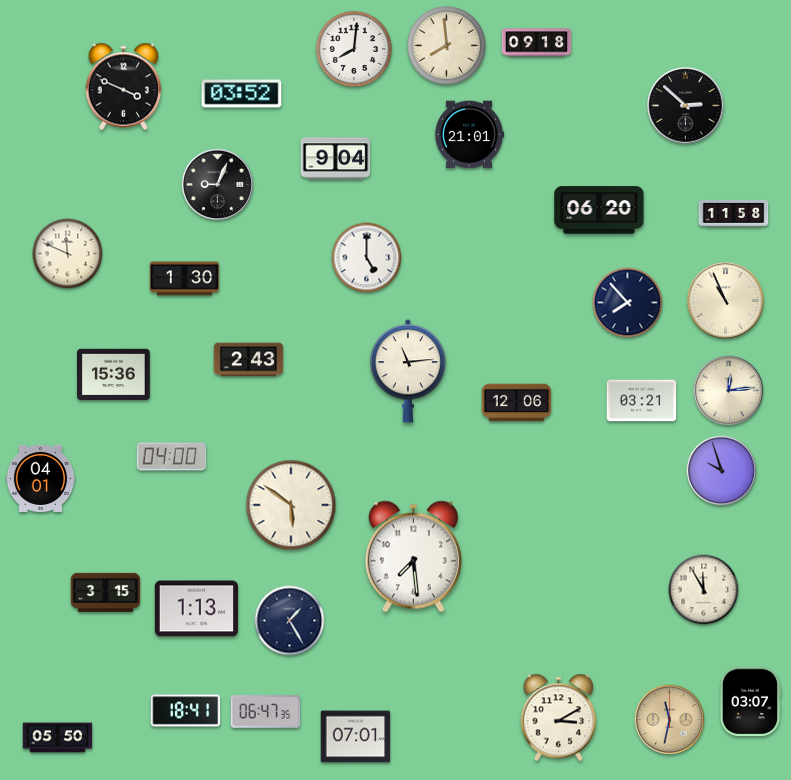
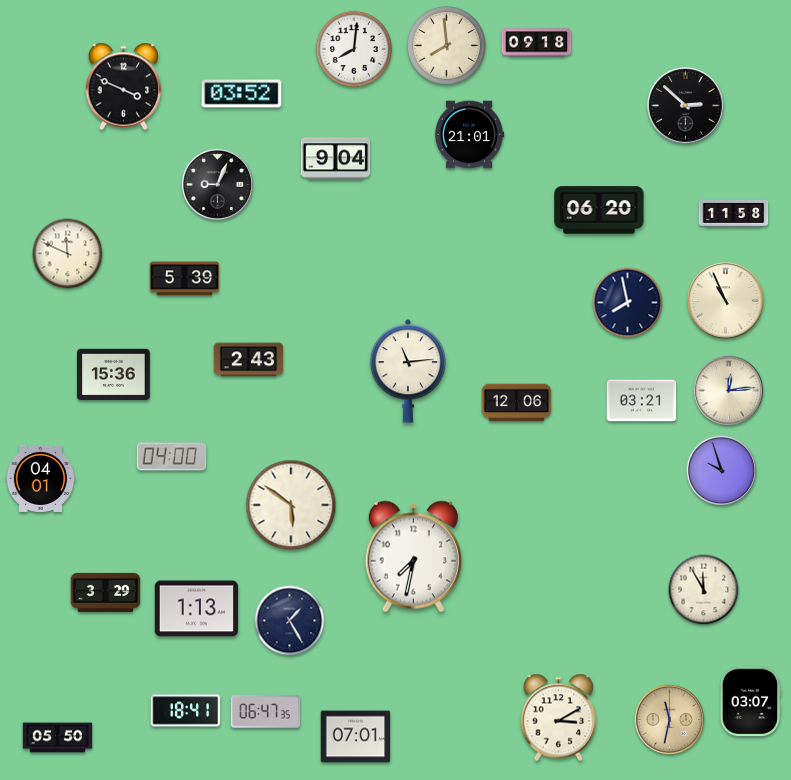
clock at (367, 258): 5:00 -> none
clock at (185, 279): 1:30 -> 5:39
clock at (628, 303): 7:53 -> 7:58
clock at (413, 557): 7:29 -> 7:32
clock at (106, 592): 3:15 -> 3:29
